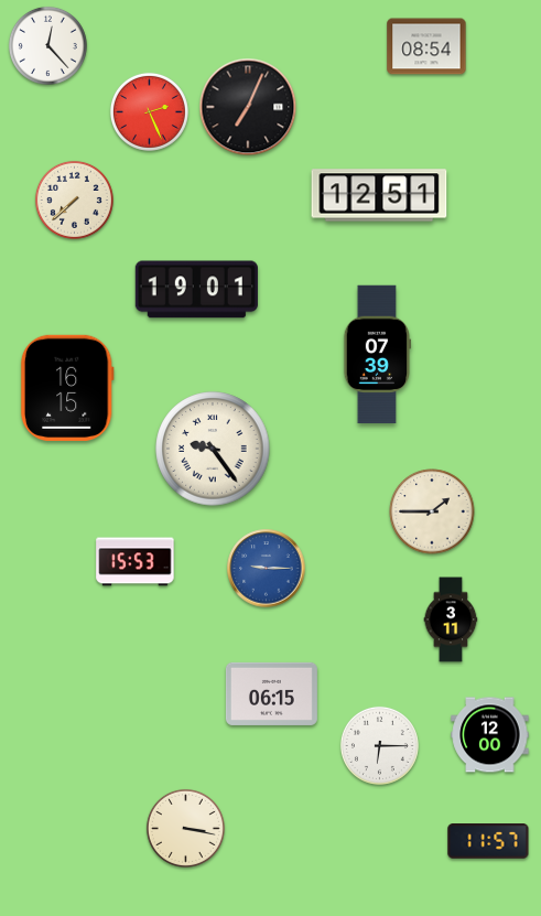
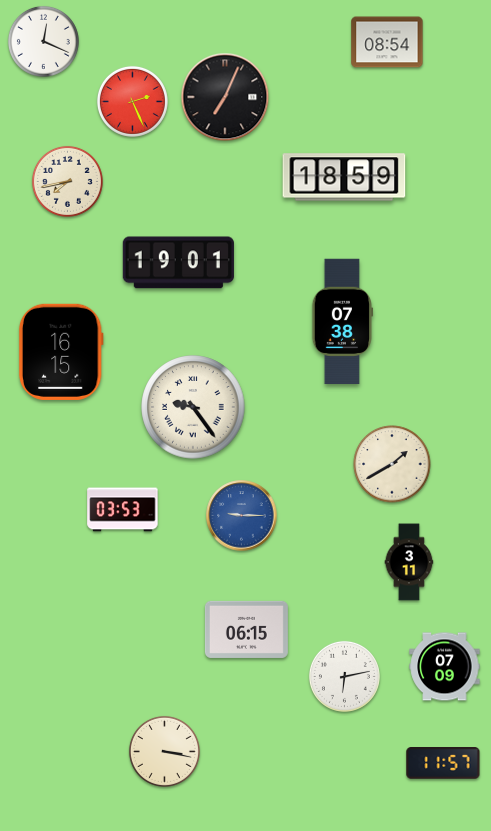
clock at (47, 45): 12:23 -> 12:19
clock at (149, 111) position: (149, 111) -> (132, 101)
clock at (379, 195): 12:51 -> 18:59
clock at (74, 200): 7:38 -> 7:43
clock at (377, 355): 07:39 -> 07:38
clock at (432, 511): 1:45 -> 1:40
clock at (136, 562): 15:53 -> 03:53
clock at (490, 735): 12:00 -> 07:09
clock at (379, 745): 6:15 -> 6:13
clock at (185, 828) position: (185, 828) -> (164, 751)
